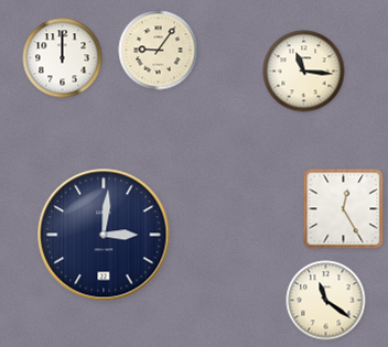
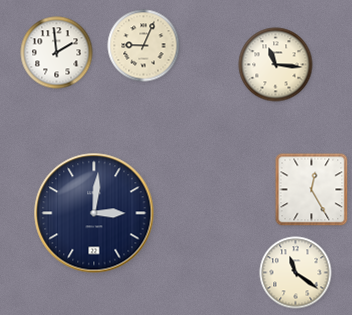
clock at (159, 51): 9:06 -> 9:04
clock at (63, 58): 12:00 -> 1:59
